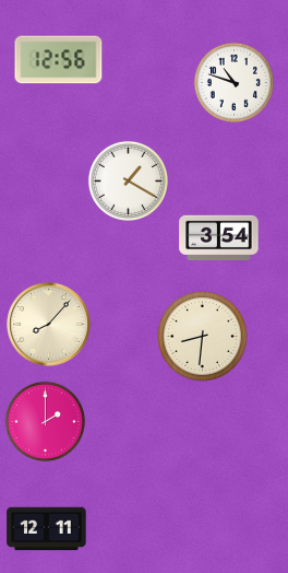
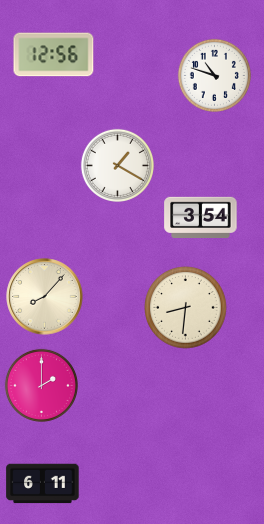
clock at (47, 529): 12:11 -> 6:11
